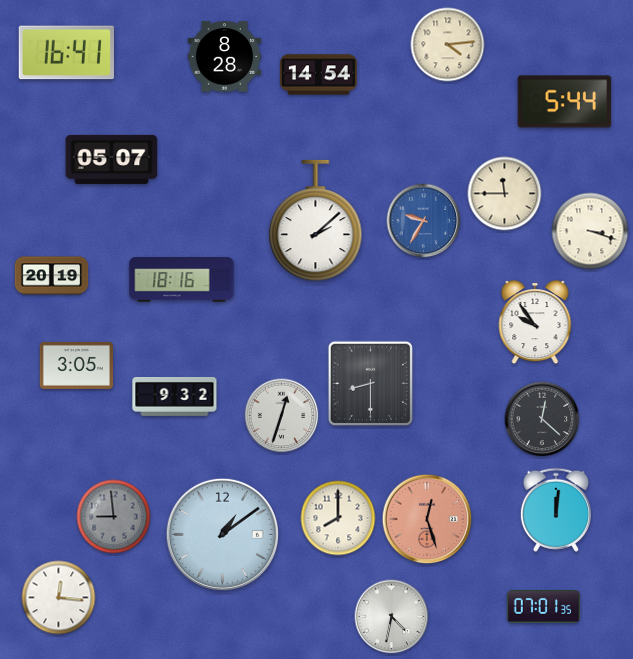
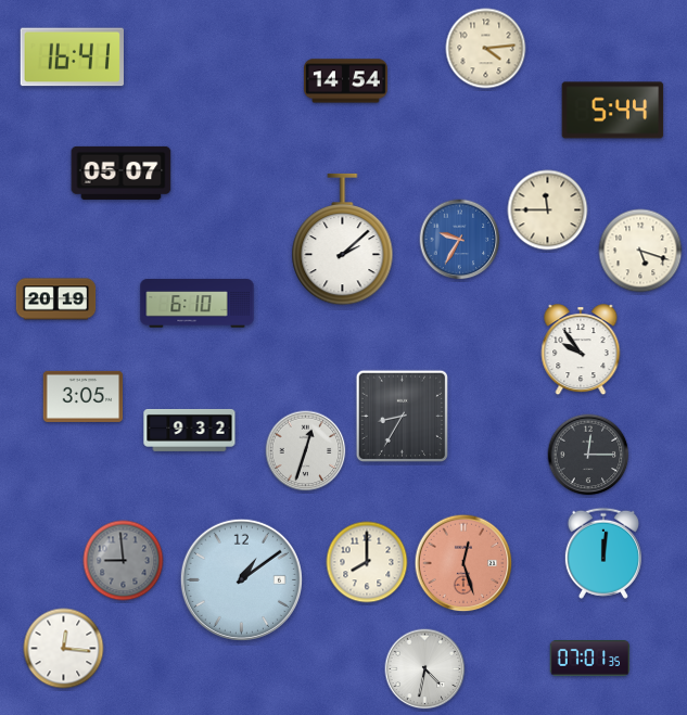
clock at (225, 57): 8:28 -> none
clock at (590, 231): 3:18 -> 5:18
clock at (182, 280): 18:16 -> 6:10
clock at (370, 383): 8:30 -> 8:35
clock at (542, 419): 12:22 -> 12:15
